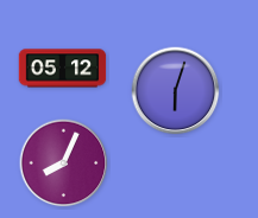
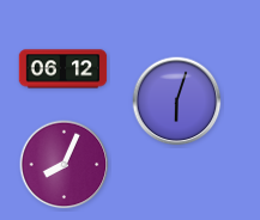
clock at (63, 69): 05:12 -> 06:12
clock at (176, 91) position: (176, 91) -> (177, 102)
